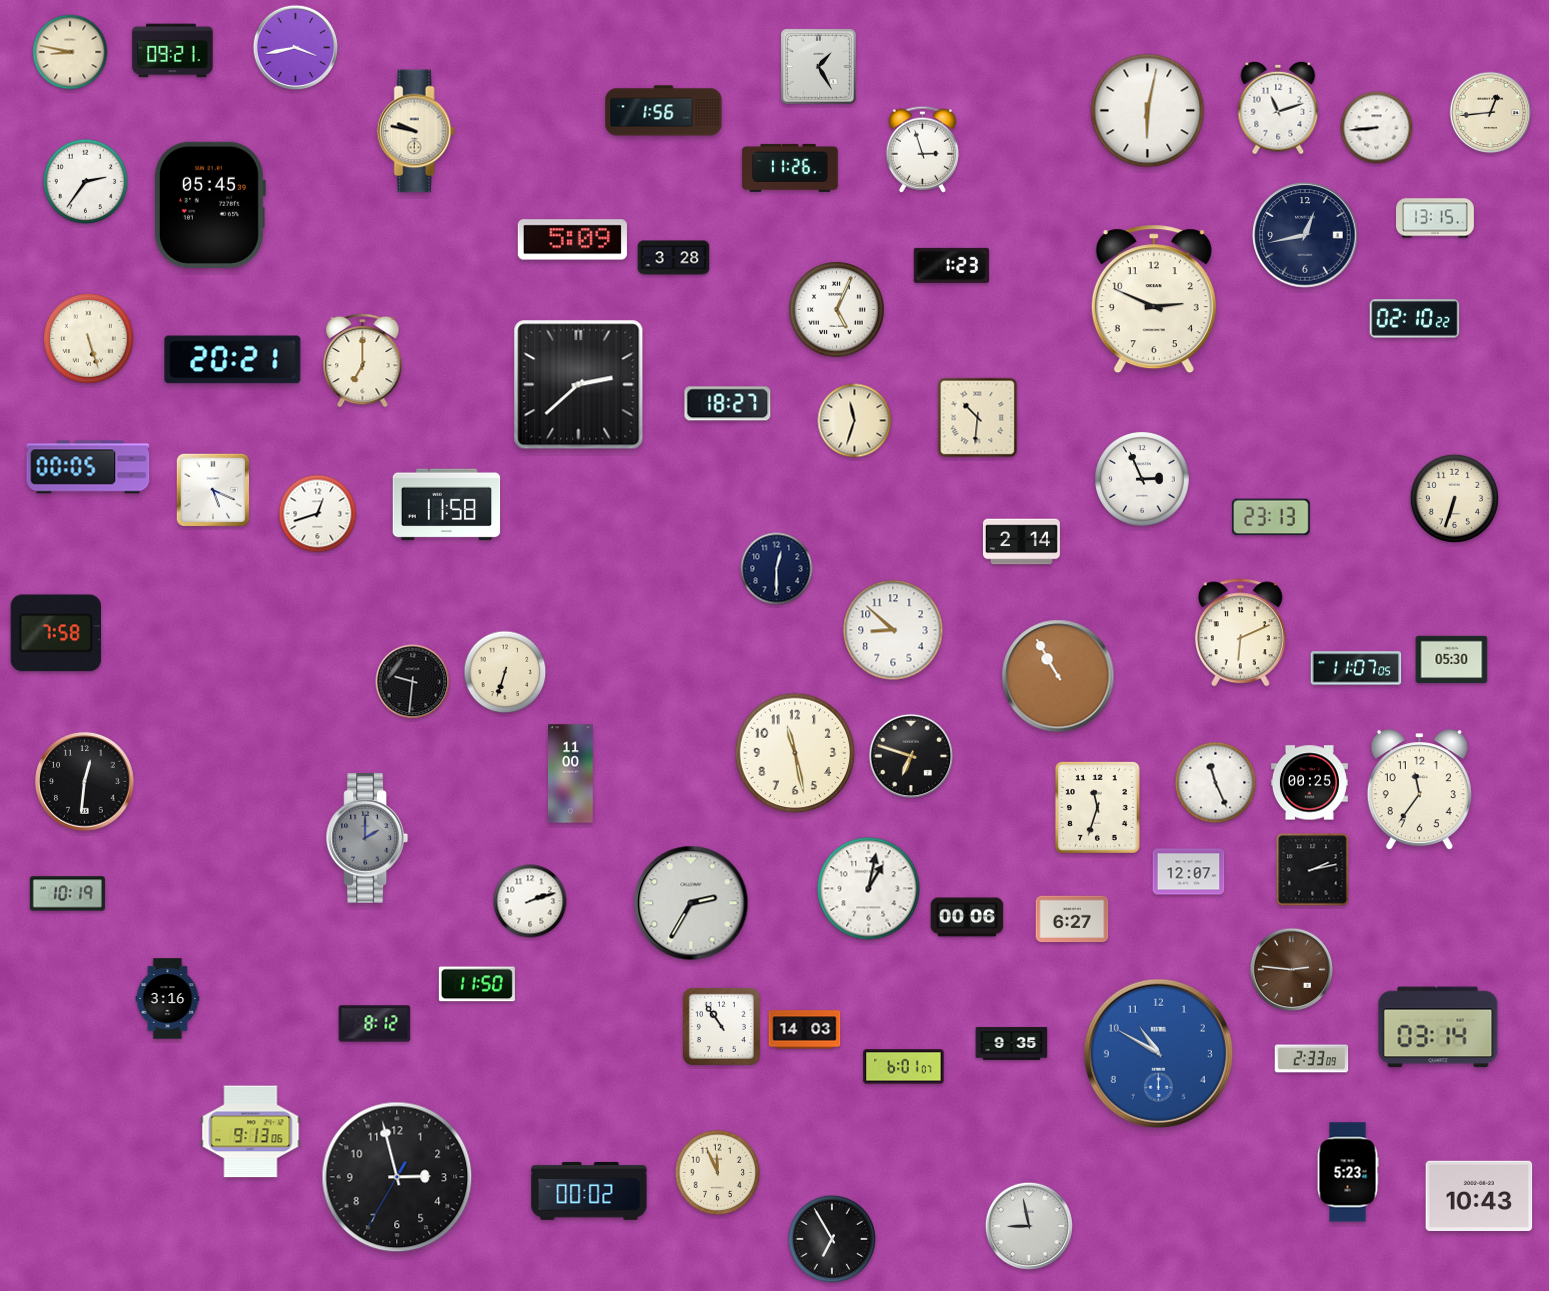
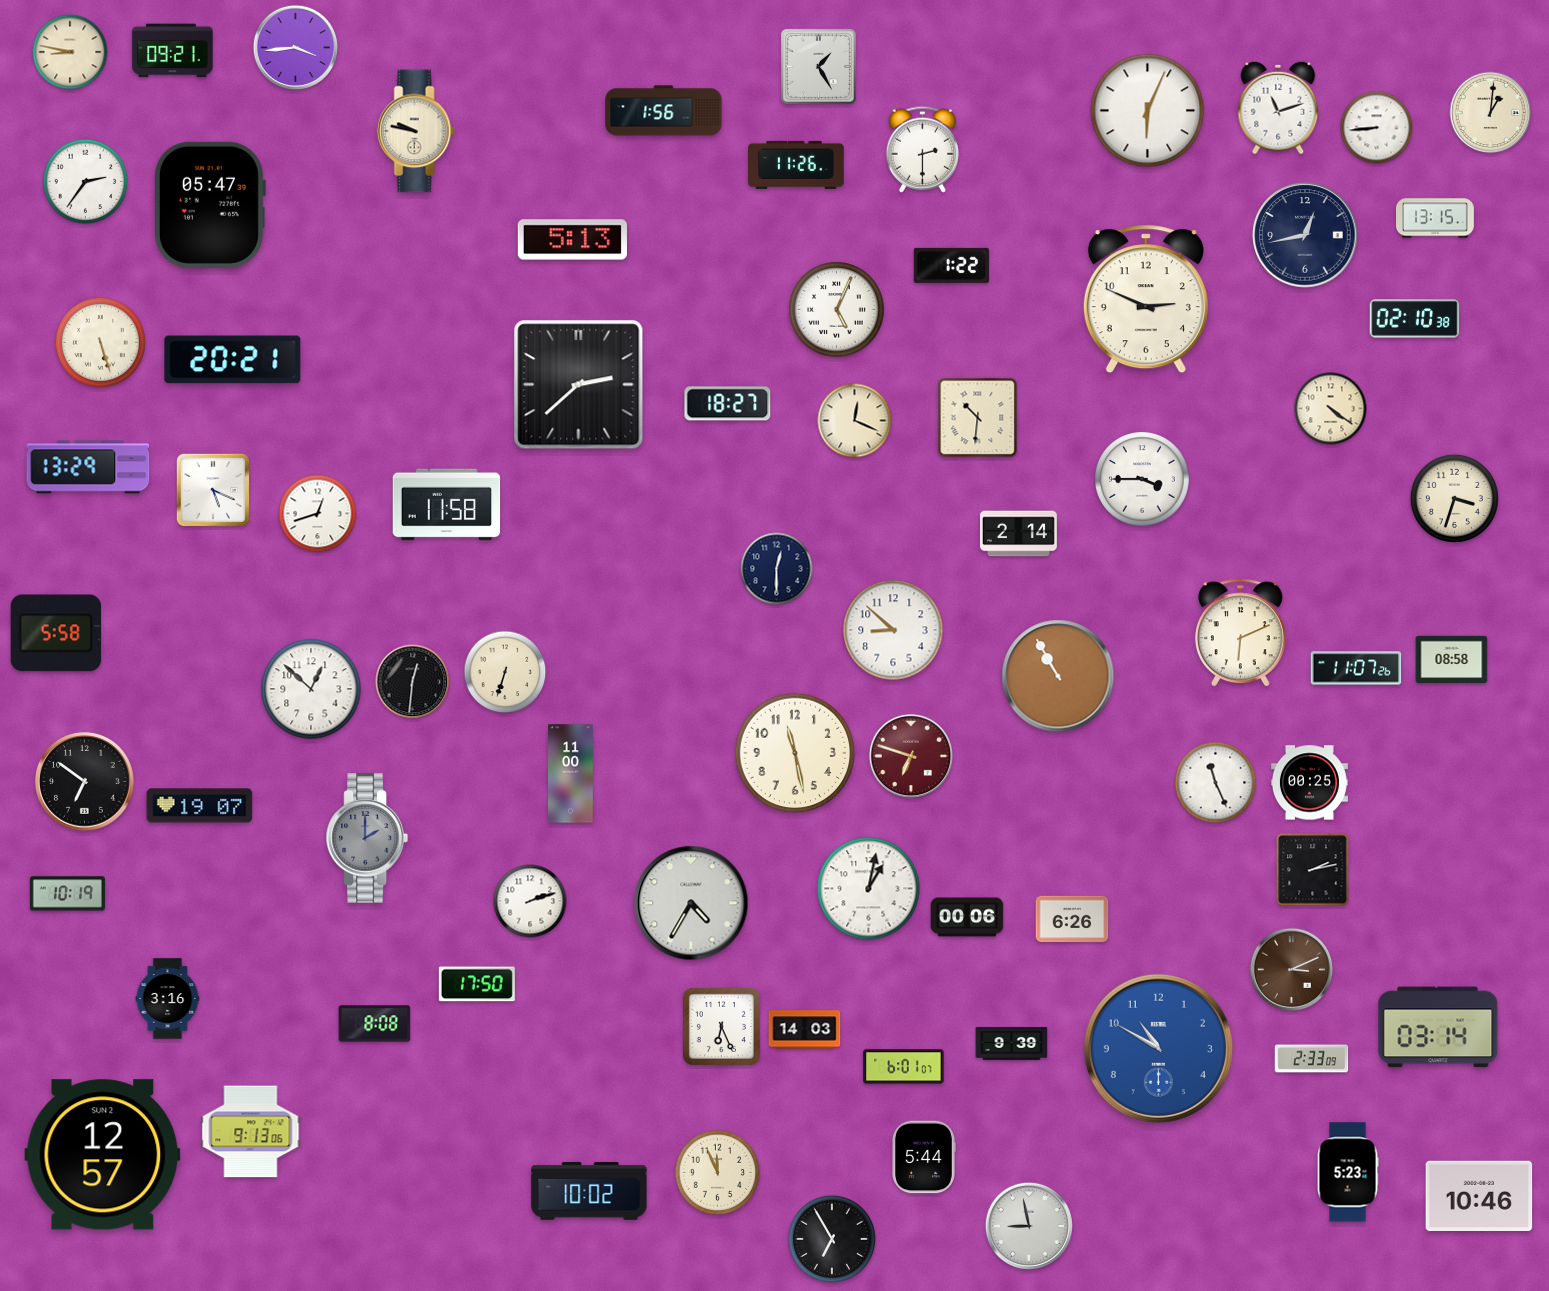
clock at (295, 47): 3:43 -> 3:44
clock at (1148, 111): 6:02 -> 6:04
clock at (1491, 113): 12:44 -> 1:01
clock at (923, 149): 2:57 -> 2:30
clock at (790, 168) position: (790, 168) -> (796, 165)
clock at (209, 205): 05:45 -> 05:47
clock at (572, 240): 5:09 -> 5:13
clock at (674, 258): 3:28 -> none
clock at (951, 265): 1:23 -> 1:22
clock at (1154, 299) position: (1154, 299) -> (1146, 299)
clock at (1415, 319): 02:10:22 -> 02:10:38
clock at (88, 338) position: (88, 338) -> (100, 342)
clock at (363, 360): 7:00 -> none
clock at (1331, 409): none -> 4:21
clock at (855, 421): 11:33 -> 12:19
clock at (88, 467): 00:05 -> 13:29
clock at (1143, 480): 2:56 -> 3:45
clock at (1454, 498): 6:33 -> 3:33
clock at (1271, 517): 23:13 -> none
clock at (1021, 542) position: (1021, 542) -> (1018, 534)
clock at (55, 633): 7:58 -> 5:58
clock at (1452, 660): 05:30 -> 08:58
clock at (1356, 668): 11:07:05 -> 11:07:26
clock at (413, 682): 9:31 -> 12:31
clock at (311, 689): none -> 12:52
clock at (911, 756) dial: black -> burgundy
clock at (85, 782): 12:31 -> 6:51
clock at (1419, 790): 11:36 -> none
clock at (200, 806): none -> 19:07
clock at (1097, 807): 11:33 -> none
clock at (1189, 872): 12:07 -> none
clock at (691, 903): 2:35 -> 4:35
clock at (1072, 919): 6:27 -> 6:26
clock at (1292, 970): 2:46 -> 3:11
clock at (477, 984): 11:50 -> 17:50
clock at (375, 1024): 8:12 -> 8:08
clock at (721, 1026): 10:54 -> 6:26
clock at (1012, 1043): 9:35 -> 9:39
clock at (1158, 1053) position: (1158, 1053) -> (1158, 1048)
clock at (103, 1155): none -> 12:57
clock at (924, 1157): none -> 5:44
clock at (397, 1177): 2:57 -> none
clock at (589, 1191): 00:02 -> 10:02
clock at (1479, 1195): 10:43 -> 10:46
